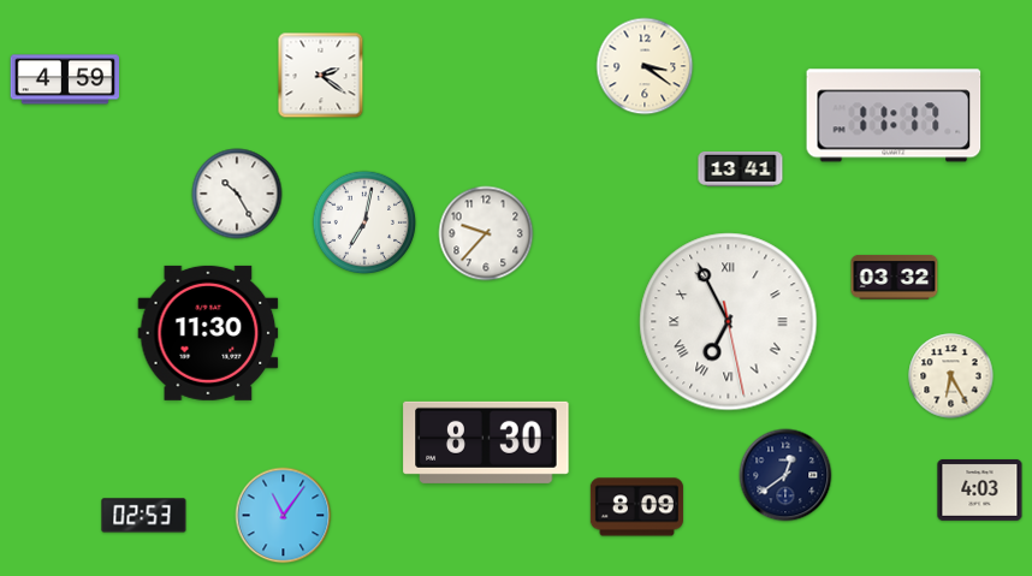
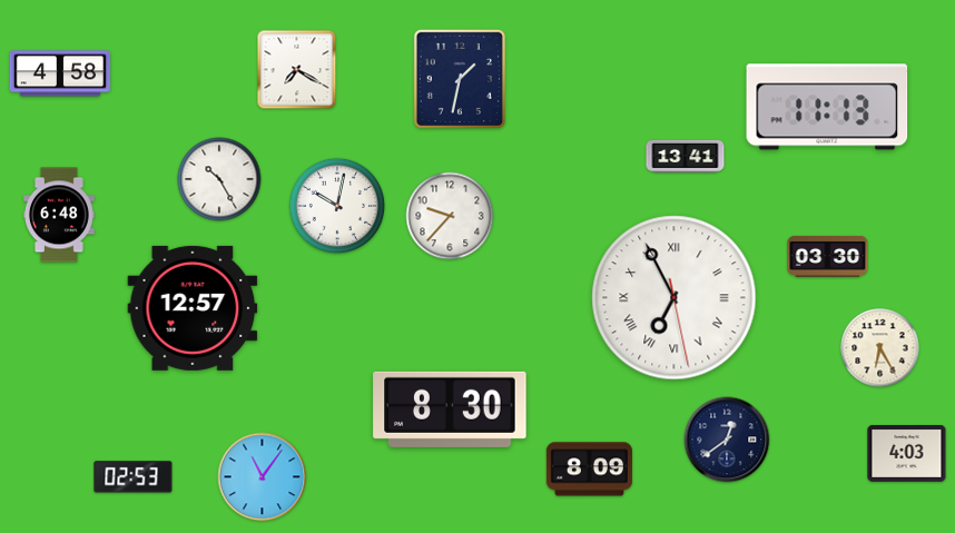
clock at (645, 66): 3:21 -> none
clock at (321, 76): 2:21 -> 7:20
clock at (65, 79): 4:59 -> 4:58
clock at (460, 79): none -> 1:32
clock at (894, 115): 11:17 -> 11:13
clock at (364, 222): 7:02 -> 10:02
clock at (60, 215): none -> 6:48
clock at (895, 277): 03:32 -> 03:30
clock at (208, 333): 11:30 -> 12:57
